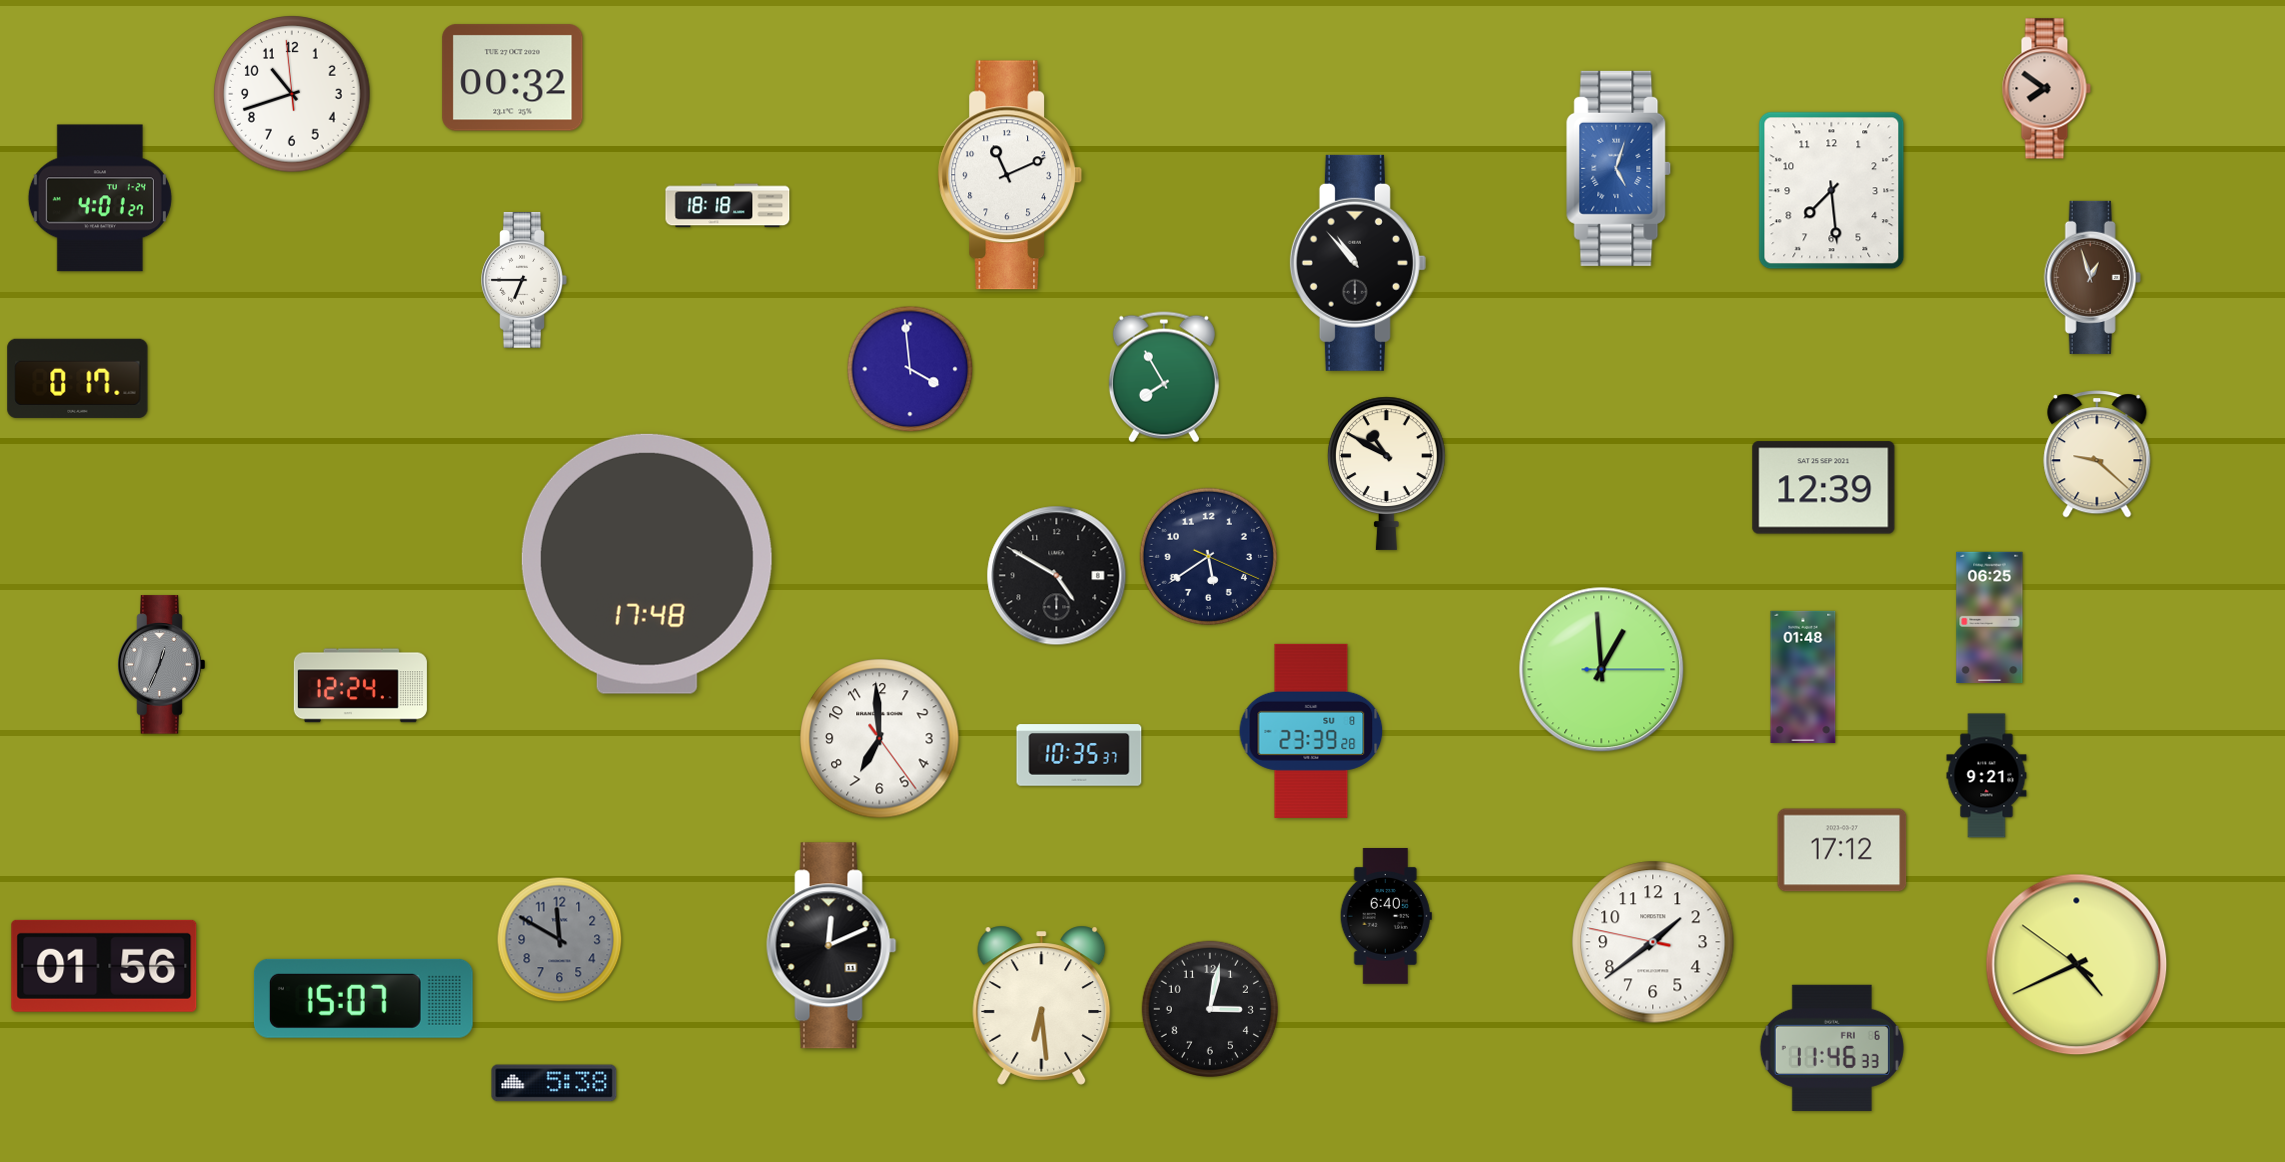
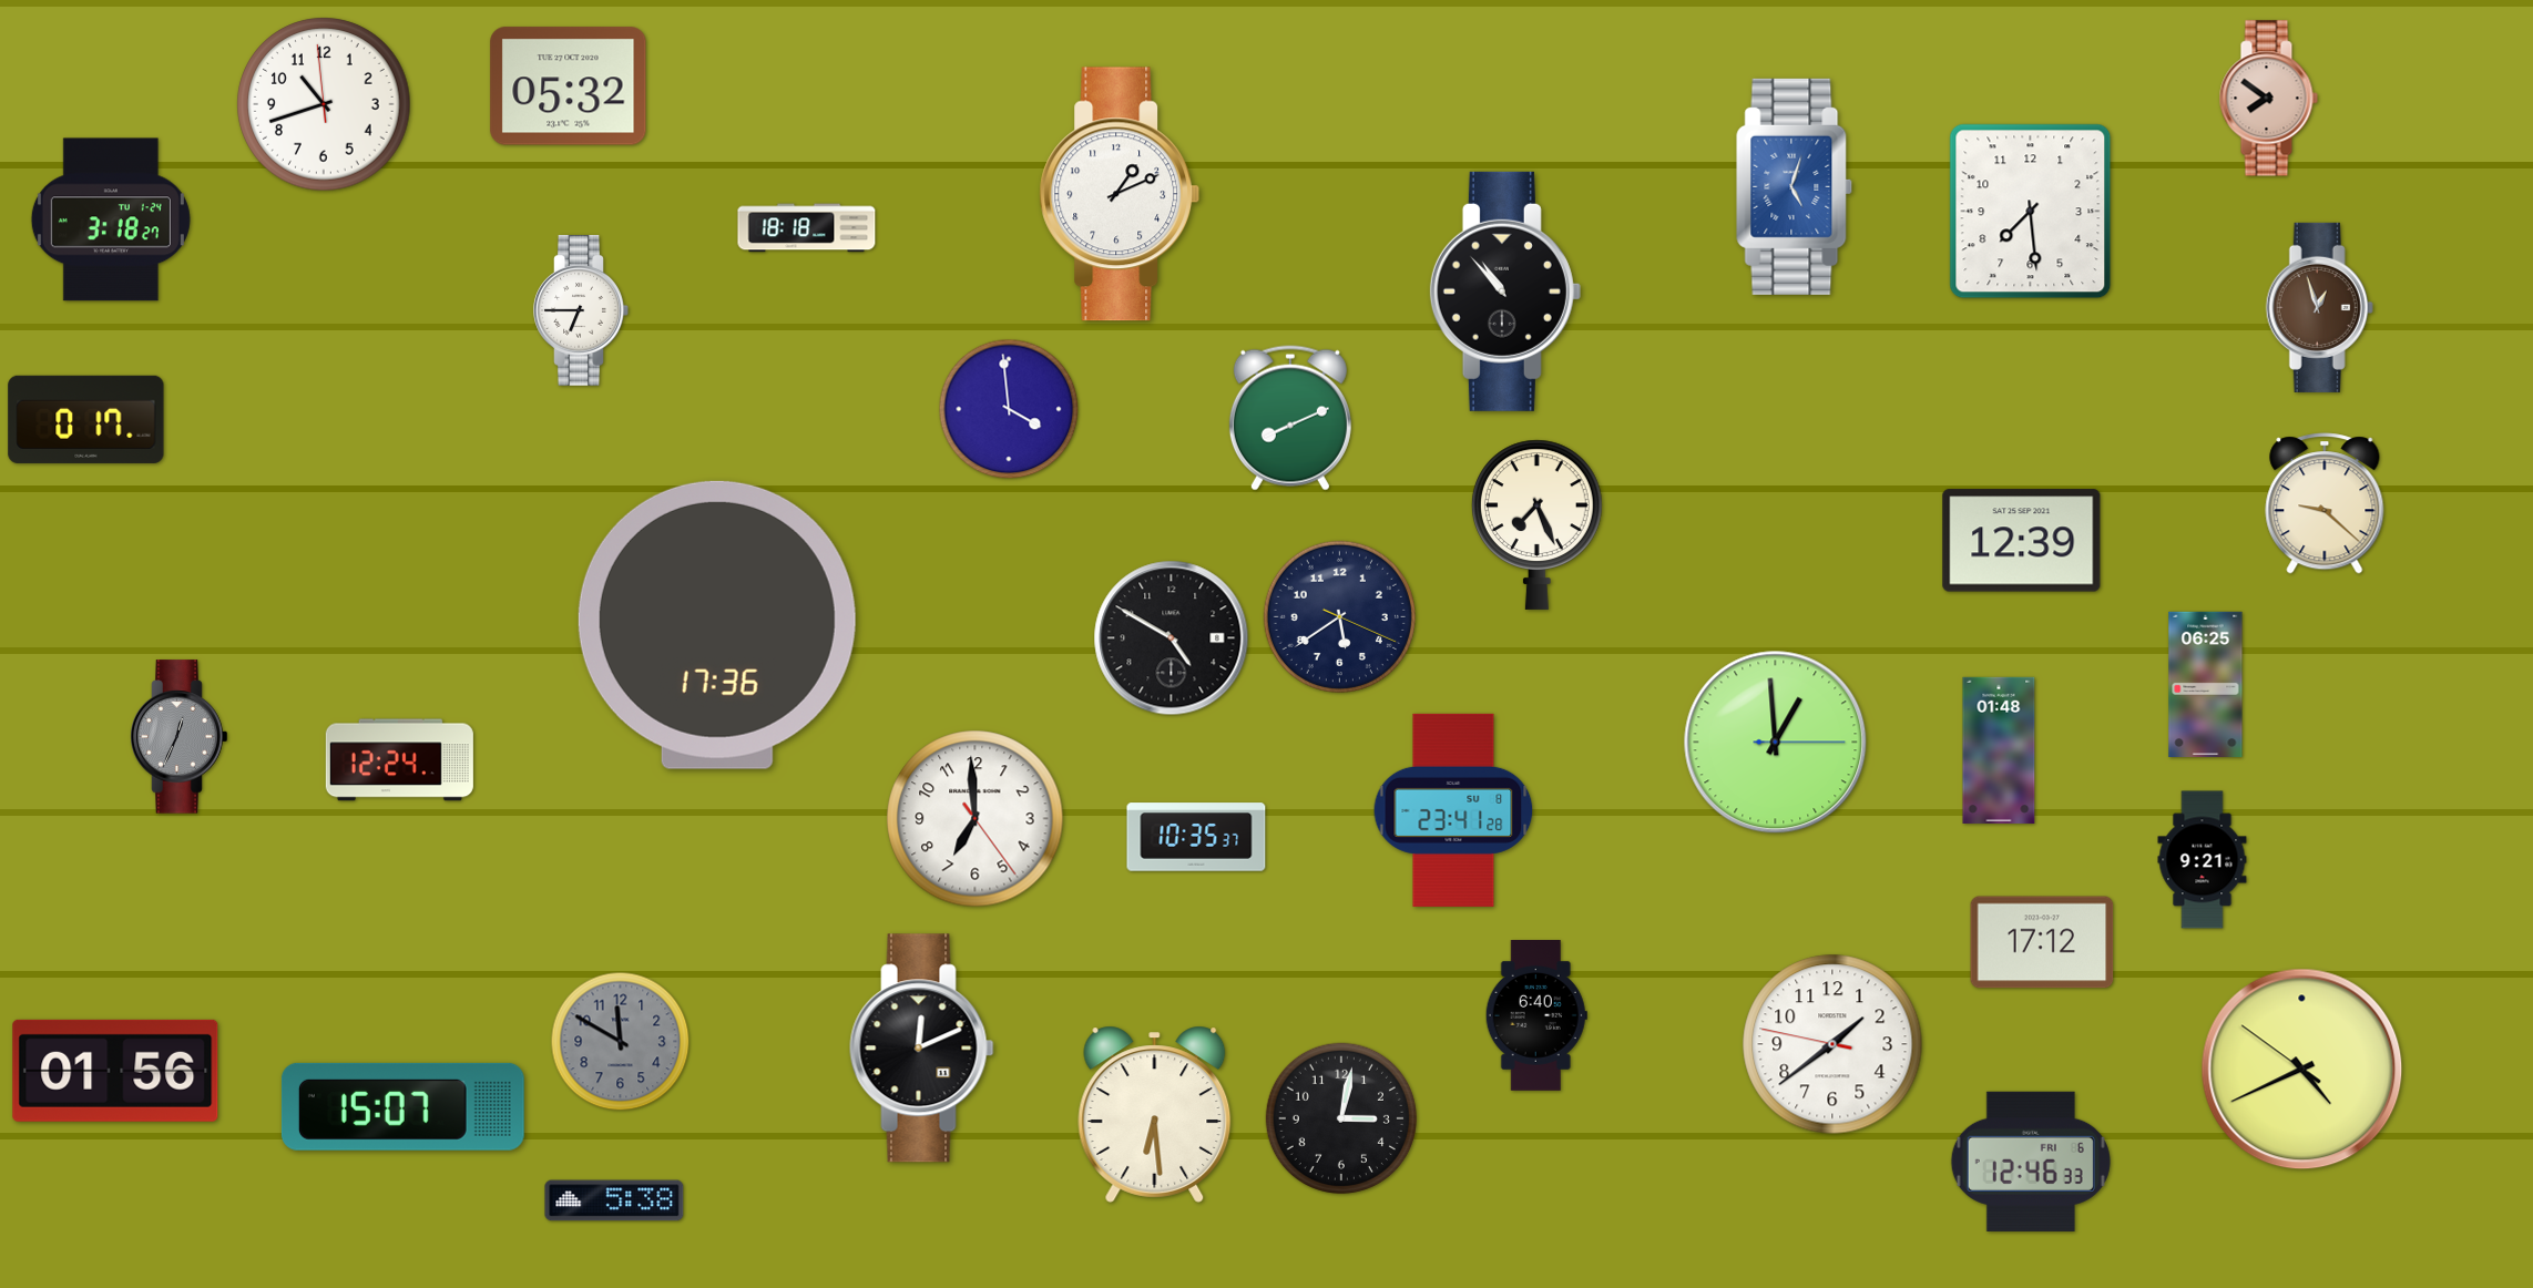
clock at (513, 78): 00:32 -> 05:32
clock at (1010, 175): 11:11 -> 1:11
clock at (100, 198): 4:01 -> 3:18
clock at (1164, 377): 7:55 -> 8:11
clock at (1386, 473): 10:50 -> 7:26
clock at (647, 564): 17:48 -> 17:36
clock at (1311, 731): 23:39 -> 23:41
clock at (1832, 1048): 11:46 -> 12:46
